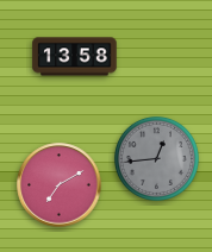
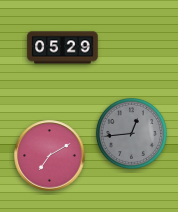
clock at (75, 57): 13:58 -> 05:29
